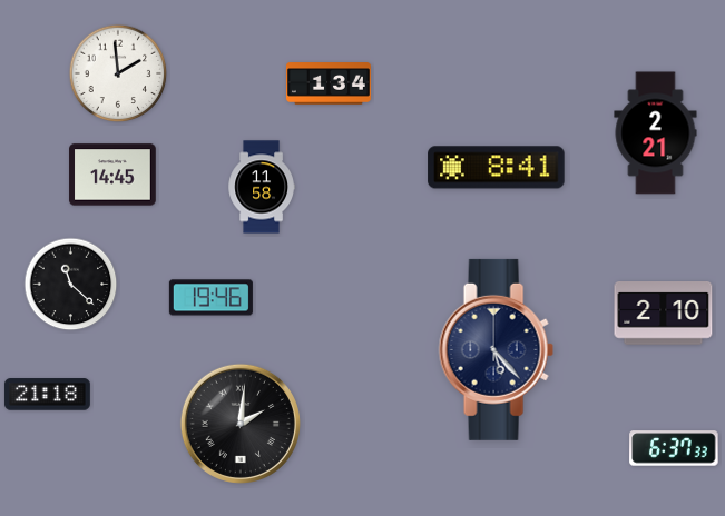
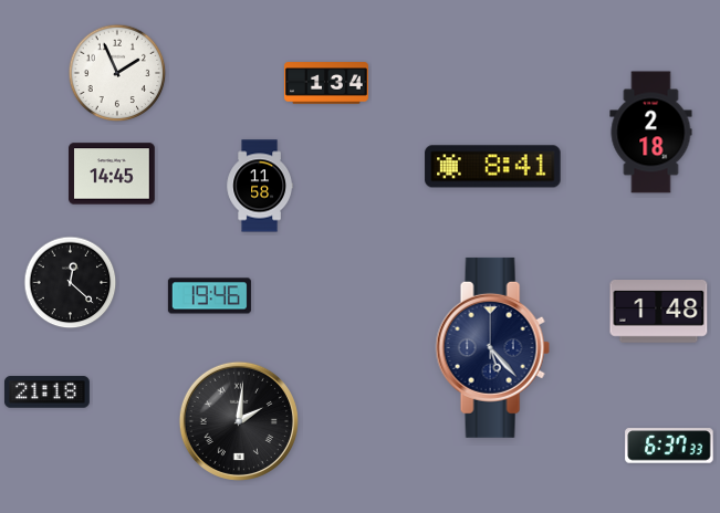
clock at (118, 73): 1:59 -> 1:56
clock at (656, 133): 2:21 -> 2:18
clock at (71, 285): 11:22 -> 12:22
clock at (664, 314): 2:10 -> 1:48
